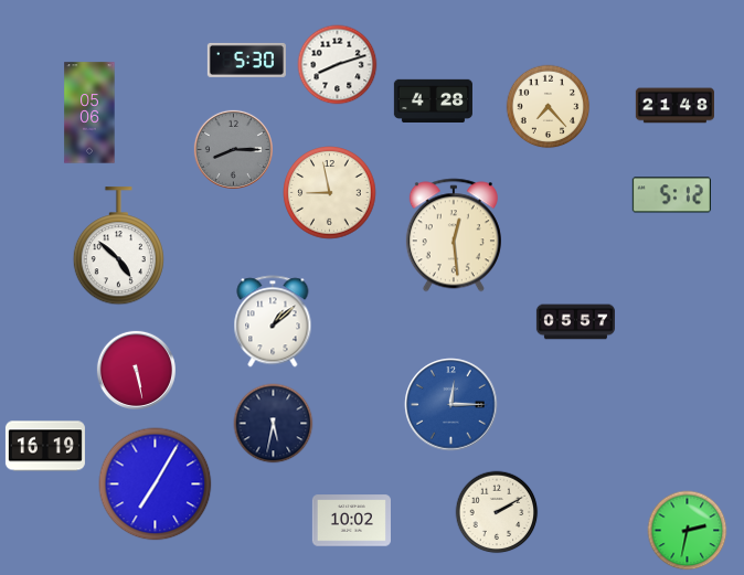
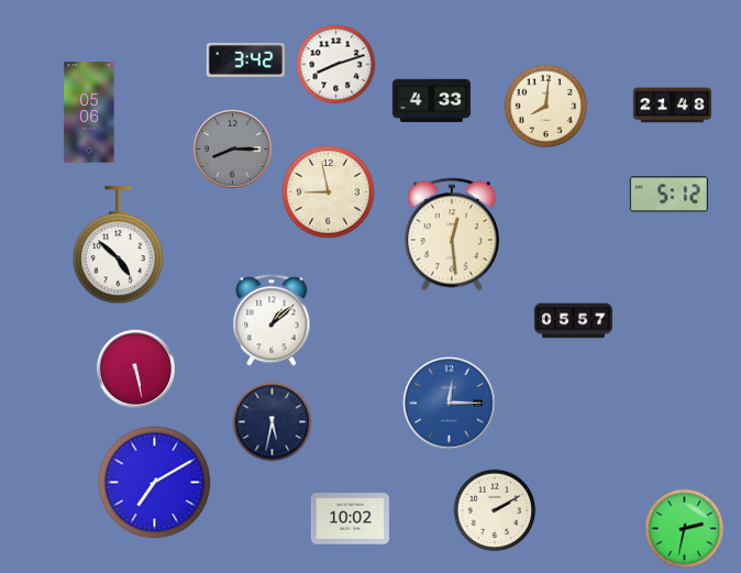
clock at (246, 60): 5:30 -> 3:42
clock at (433, 102): 4:28 -> 4:33
clock at (549, 107): 7:23 -> 8:01
clock at (45, 446): 16:19 -> none
clock at (156, 485): 7:05 -> 7:10
